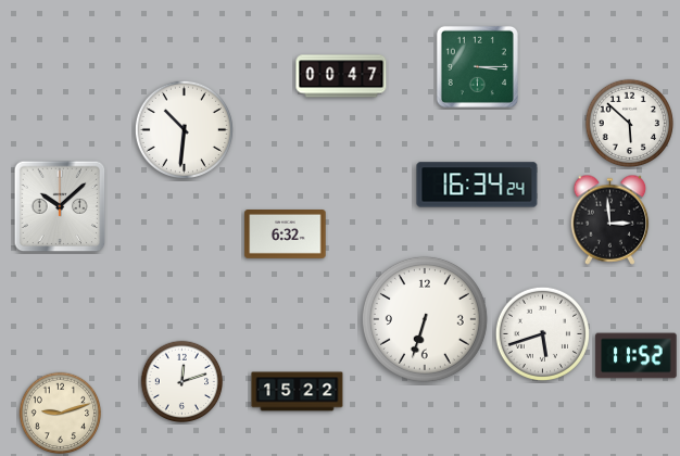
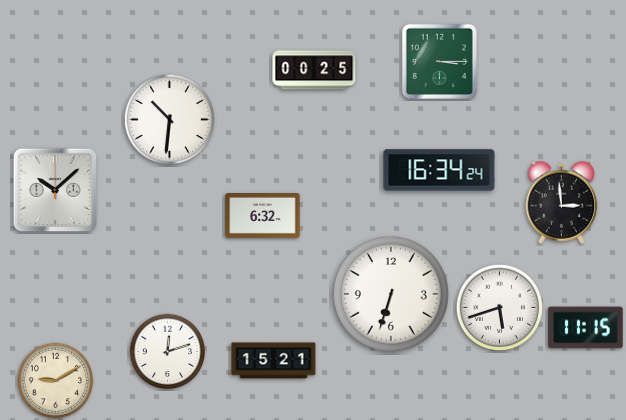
clock at (341, 76): 00:47 -> 00:25
clock at (630, 124): 5:52 -> none
clock at (637, 356): 11:52 -> 11:15
clock at (298, 392): 15:22 -> 15:21
clock at (61, 414): 9:12 -> 9:10
